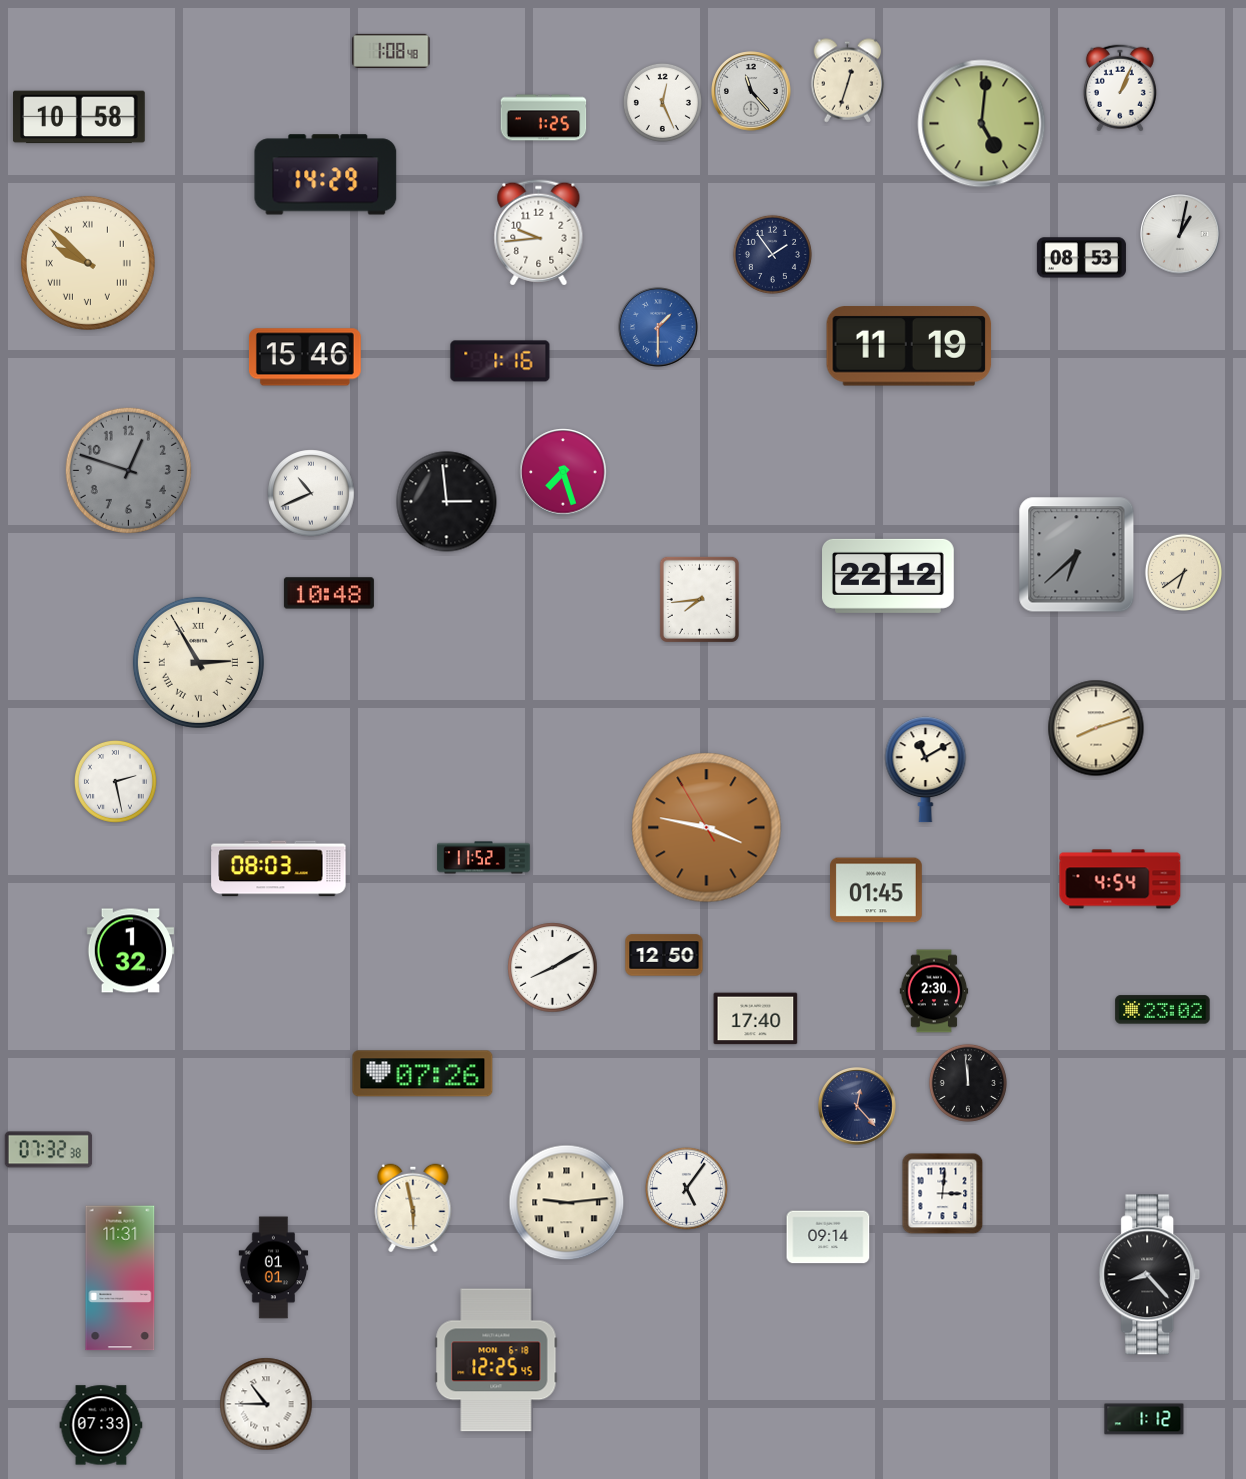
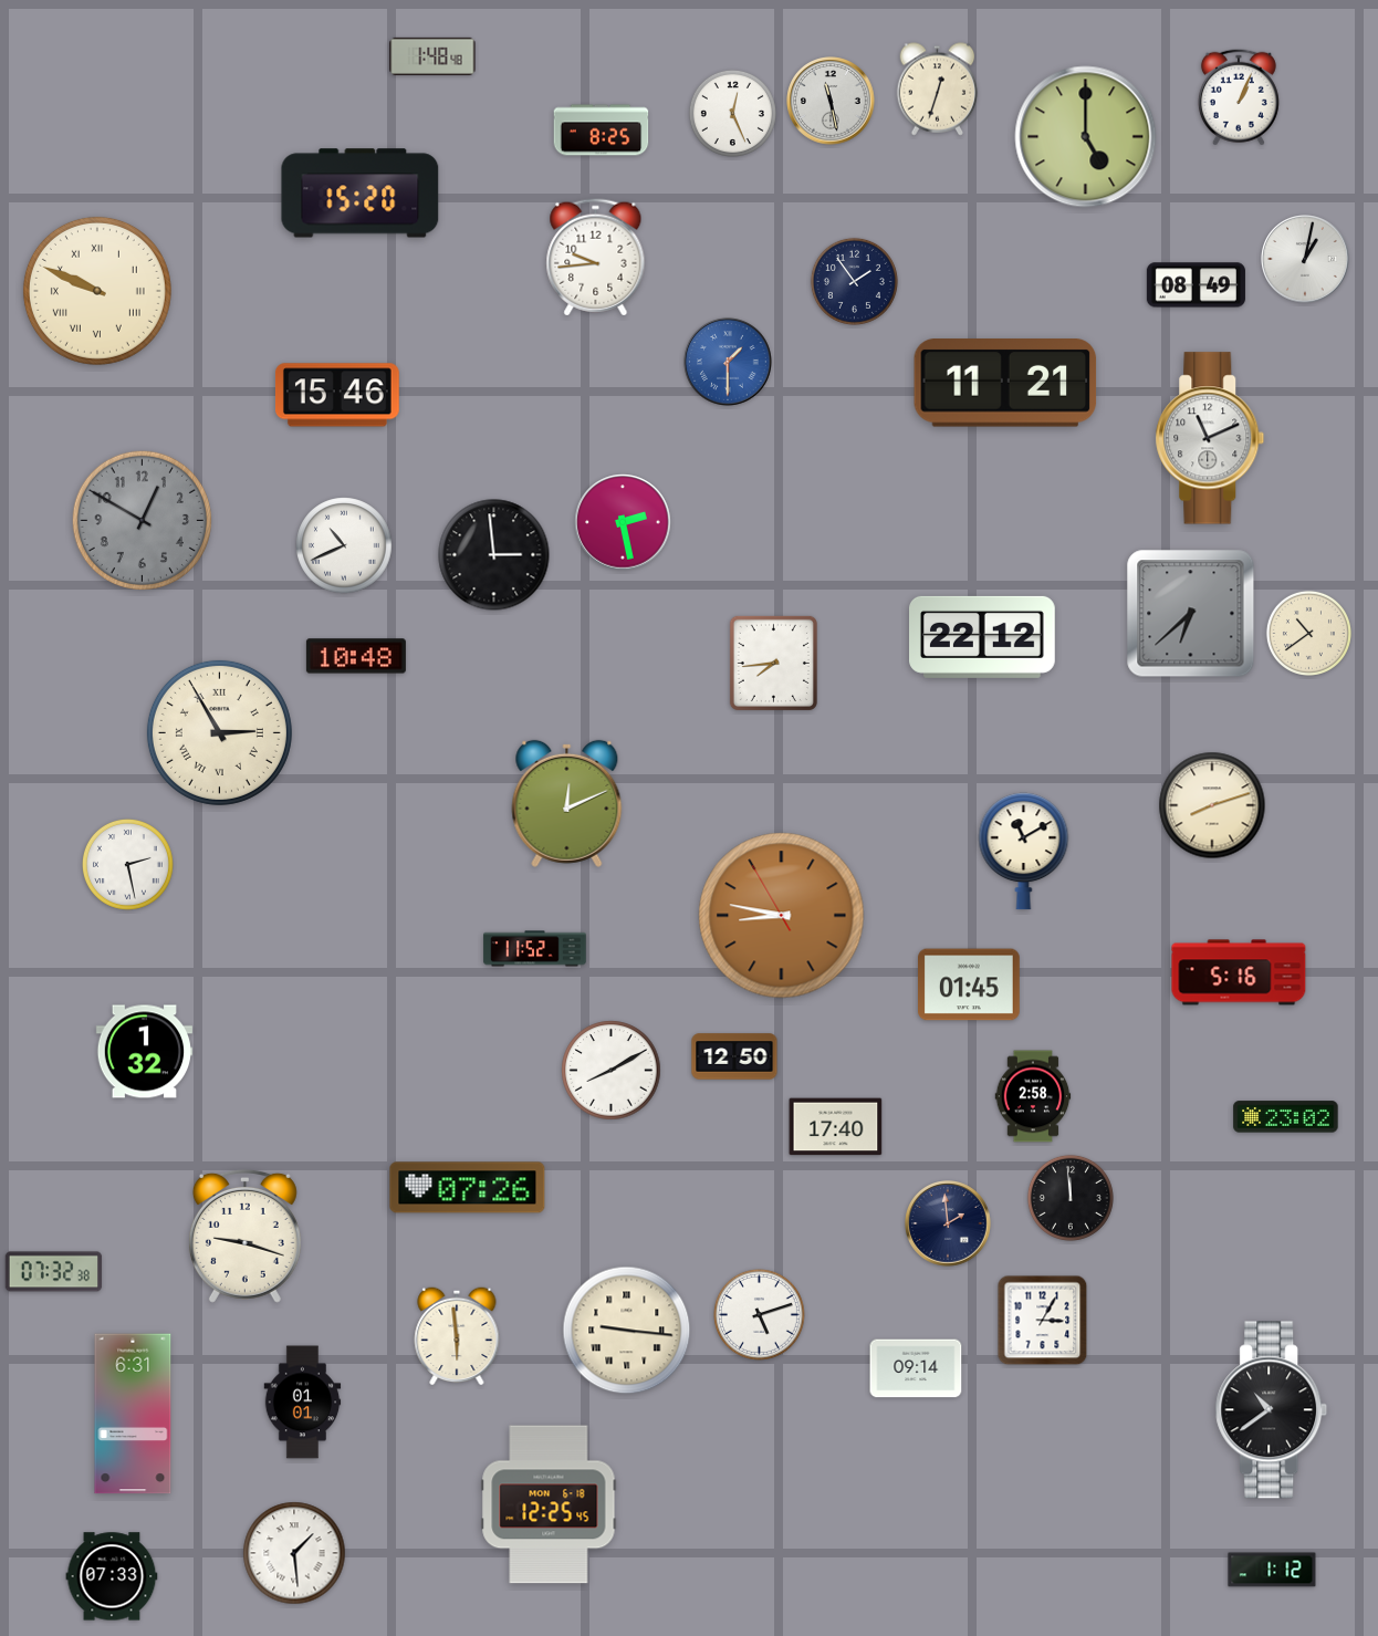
clock at (391, 51): 1:08 -> 1:48
clock at (751, 91): 11:23 -> 11:28
clock at (80, 117): 10:58 -> none
clock at (544, 118): 1:25 -> 8:25
clock at (982, 124): 5:01 -> 5:00
clock at (326, 175): 14:29 -> 15:20
clock at (1081, 258): 08:53 -> 08:49
clock at (88, 263): 9:52 -> 9:49
clock at (909, 346): 11:19 -> 11:21
clock at (500, 361): 1:16 -> none
clock at (1210, 438): none -> 11:11
clock at (128, 470): 12:48 -> 12:50
clock at (563, 472): 7:27 -> 2:28
clock at (1183, 572): 6:39 -> 10:39
clock at (329, 593) position: (329, 593) -> (356, 656)
clock at (567, 803): none -> 12:11
clock at (707, 828): 3:46 -> 8:46
clock at (279, 869): 08:03 -> none
clock at (1120, 879): 4:54 -> 5:16
clock at (934, 991): 2:30 -> 2:58
clock at (857, 1106): 12:23 -> 1:59
clock at (244, 1236): none -> 9:18
clock at (686, 1188): 5:06 -> 5:12
clock at (943, 1194): 3:01 -> 3:05
clock at (567, 1203): 9:14 -> 9:16
clock at (413, 1208): 5:58 -> 5:59
clock at (1150, 1275): 8:23 -> 10:39
clock at (120, 1278): 11:31 -> 6:31
clock at (266, 1404): 10:45 -> 1:29
clock at (1144, 1419) position: (1144, 1419) -> (1272, 1570)
